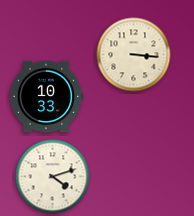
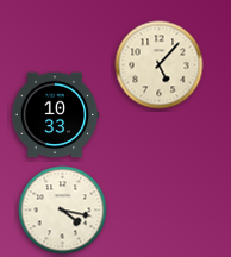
clock at (134, 55): 3:16 -> 5:07
clock at (53, 177): 4:12 -> 4:17
